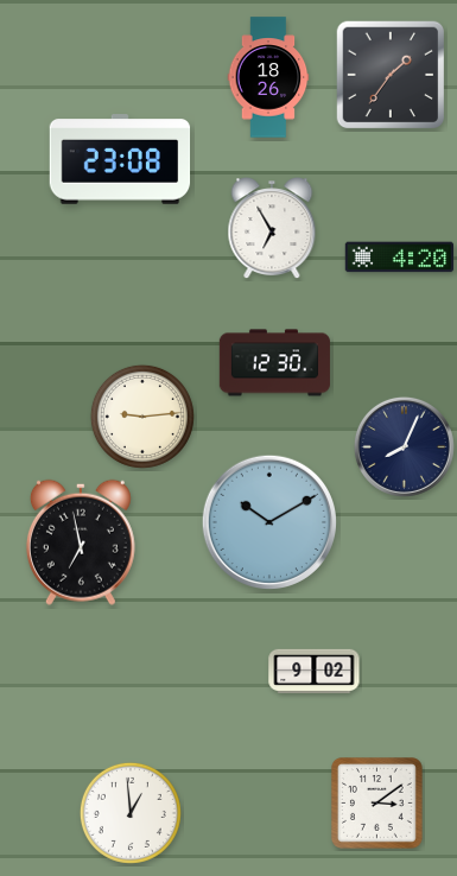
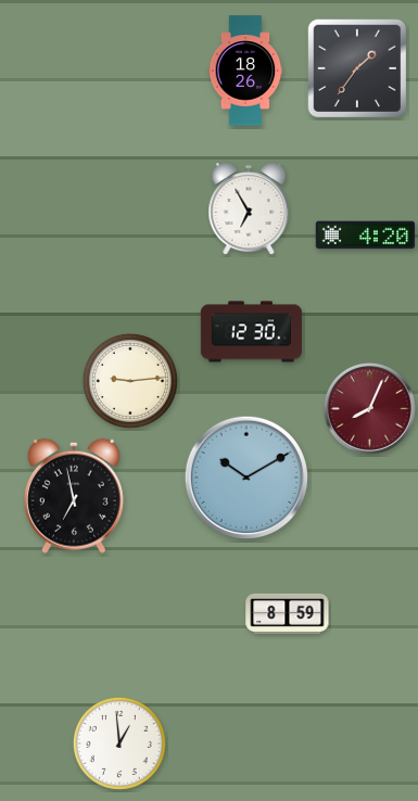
clock at (120, 159): 23:08 -> none
clock at (404, 446) dial: navy -> burgundy
clock at (315, 671): 9:02 -> 8:59
clock at (377, 804): 3:09 -> none
